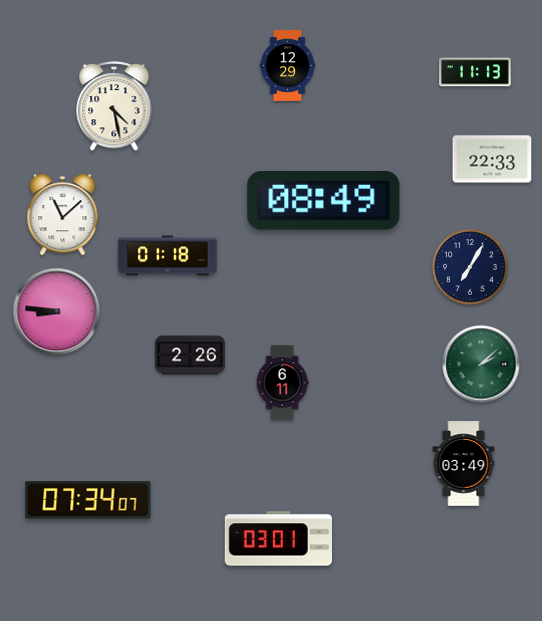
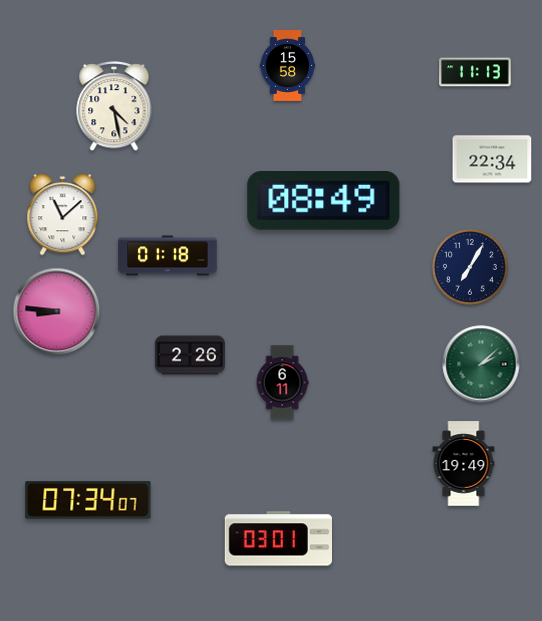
clock at (288, 66): 12:29 -> 15:58
clock at (492, 159): 22:33 -> 22:34
clock at (464, 464): 03:49 -> 19:49
